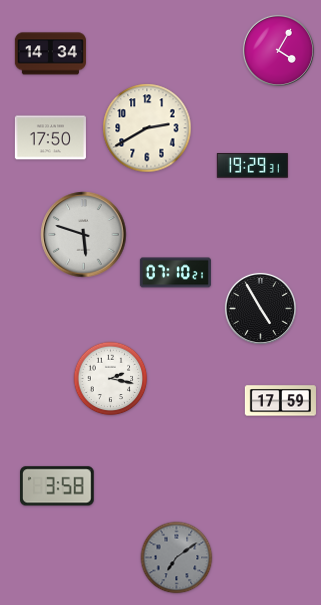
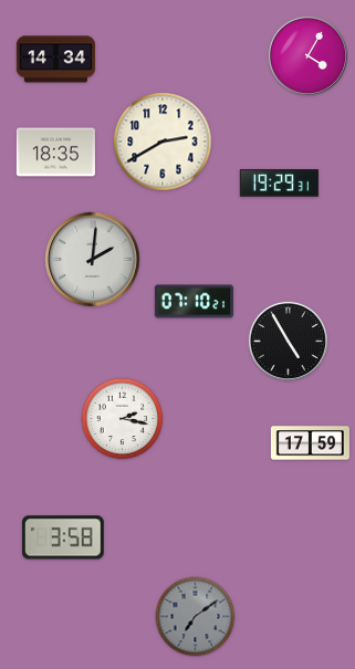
clock at (50, 138): 17:50 -> 18:35
clock at (84, 235): 5:48 -> 2:01
